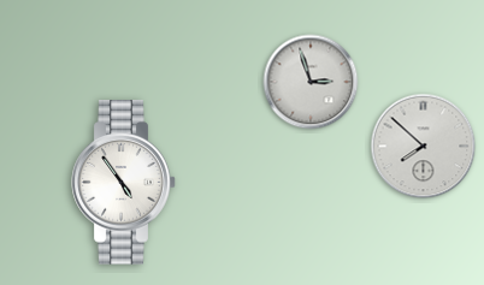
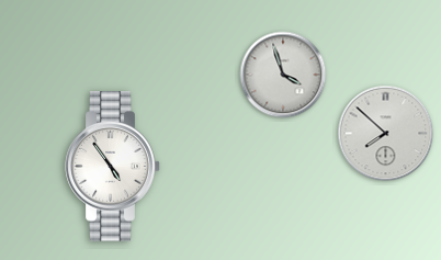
clock at (311, 82): 2:57 -> 3:57
